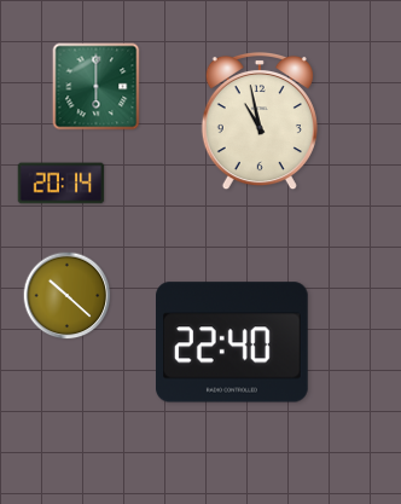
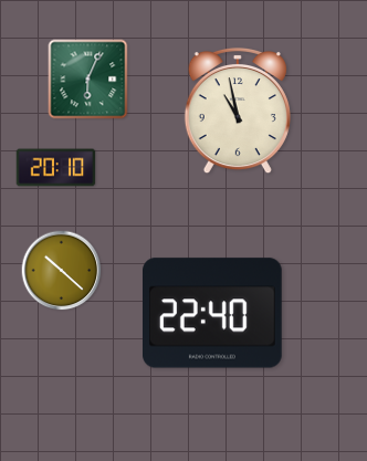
clock at (97, 87): 6:00 -> 6:04
clock at (62, 184): 20:14 -> 20:10
